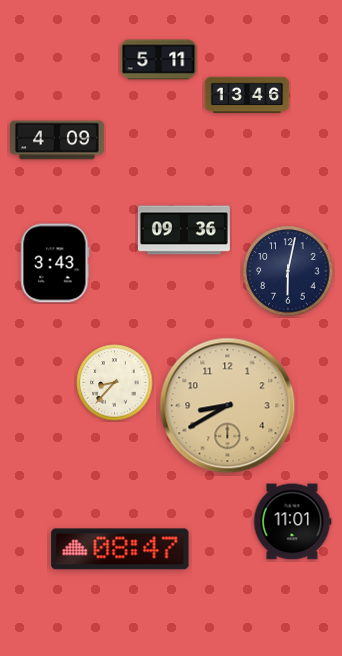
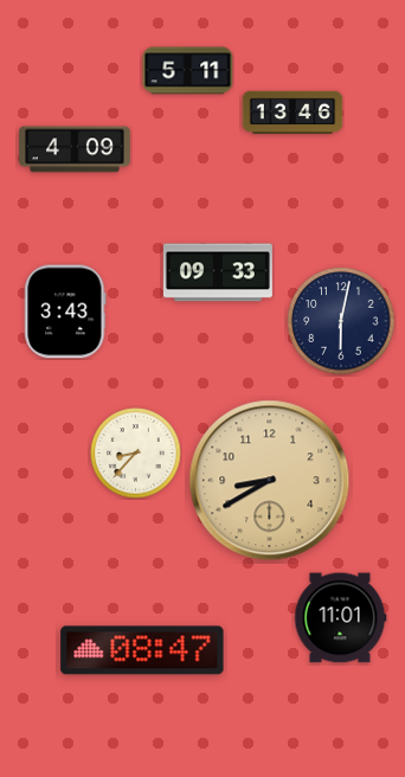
clock at (58, 140) position: (58, 140) -> (76, 149)
clock at (184, 230): 09:36 -> 09:33
clock at (292, 522) position: (292, 522) -> (340, 618)
